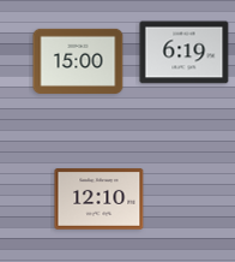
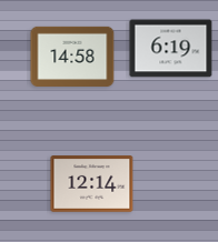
clock at (78, 61): 15:00 -> 14:58
clock at (100, 200): 12:10 -> 12:14
